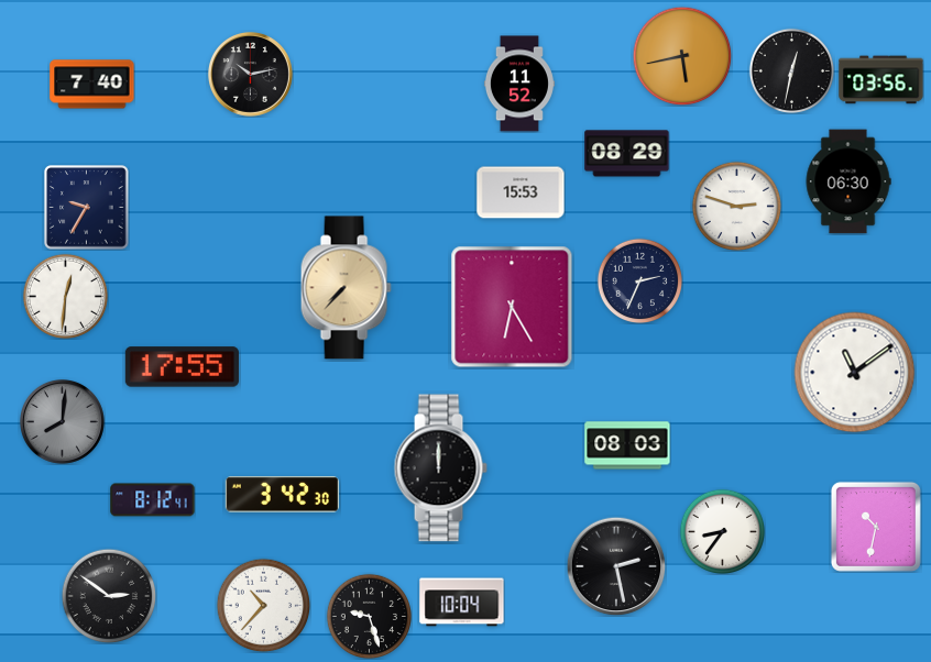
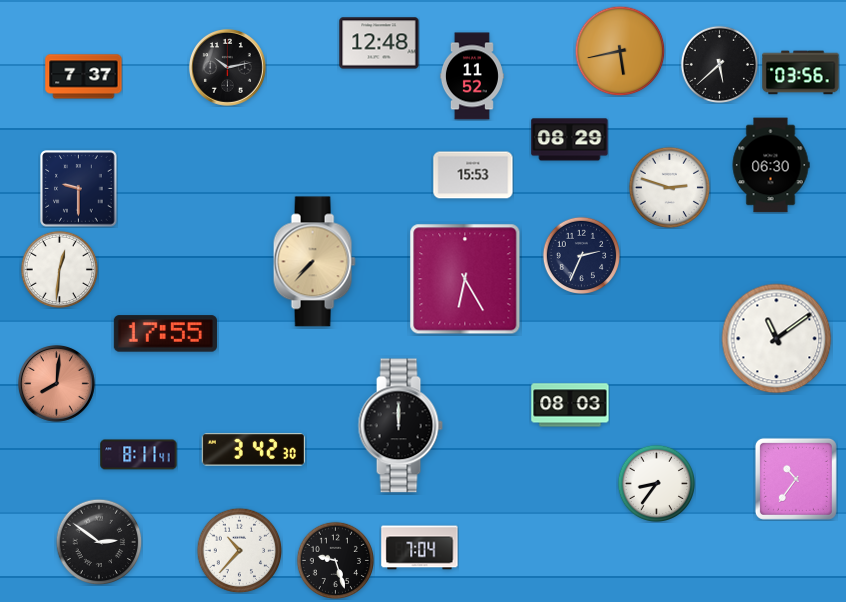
clock at (379, 43): none -> 12:48
clock at (791, 70): 12:32 -> 5:38
clock at (92, 85): 7:40 -> 7:37
clock at (87, 208): 9:35 -> 9:30
clock at (62, 421) dial: grey -> salmon
clock at (282, 495) position: (282, 495) -> (253, 450)
clock at (153, 500): 8:12 -> 8:11
clock at (876, 527): 10:32 -> 10:36
clock at (616, 566): 2:28 -> none
clock at (462, 603): 10:04 -> 7:04
